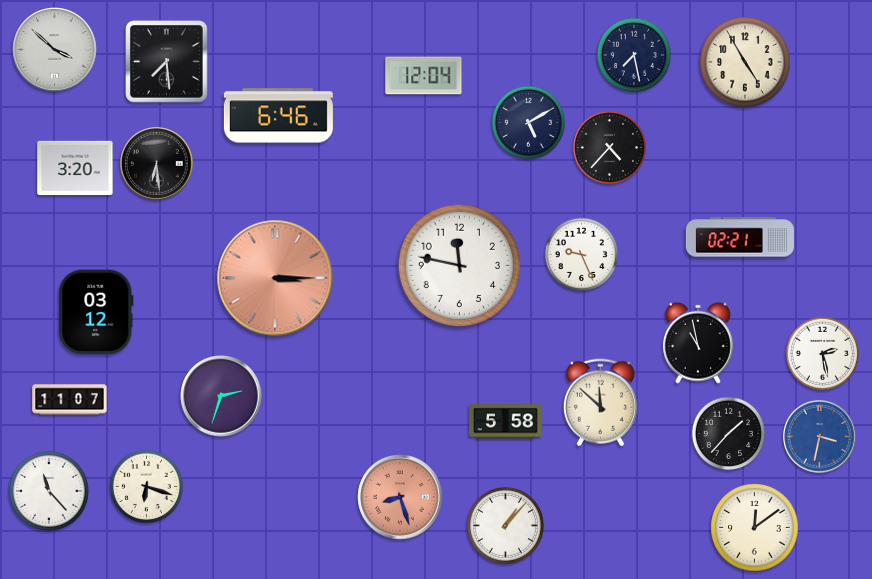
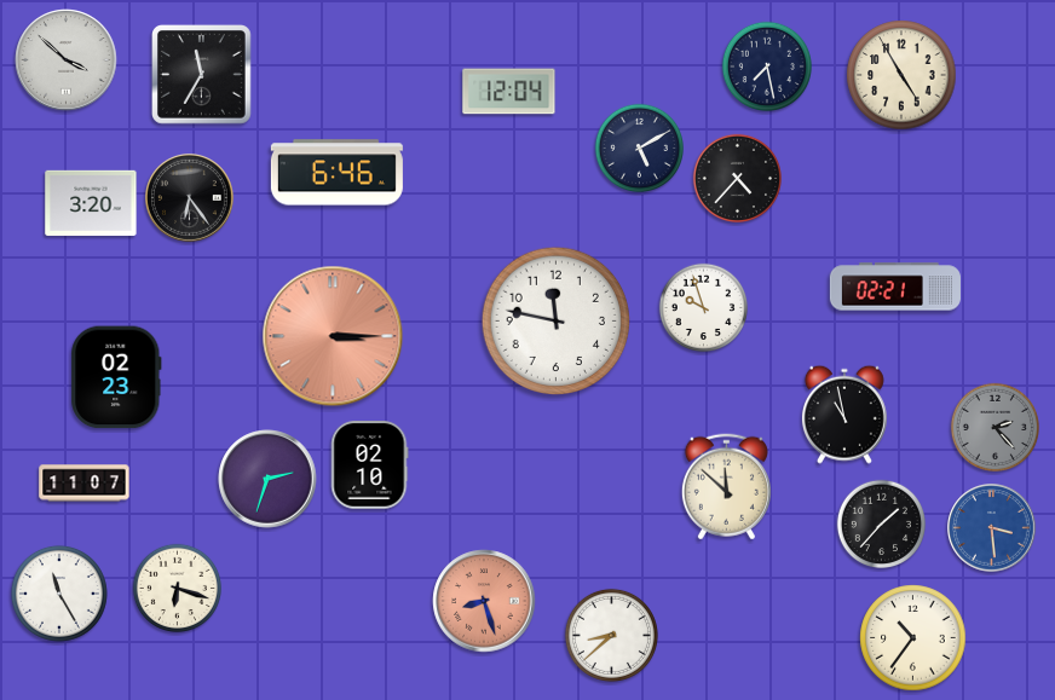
clock at (167, 62): 7:29 -> 11:35
clock at (424, 76) position: (424, 76) -> (509, 92)
clock at (278, 116) position: (278, 116) -> (336, 173)
clock at (157, 164): 6:29 -> 6:24
clock at (581, 254): 9:26 -> 9:57
clock at (96, 312): 03:12 -> 02:23
clock at (822, 353): 2:28 -> 2:23
clock at (822, 353) dial: white -> grey
clock at (370, 465): none -> 02:10
clock at (506, 422): 5:58 -> none
clock at (820, 437): 3:32 -> 3:29
clock at (49, 491): 11:23 -> 11:25
clock at (505, 525): 1:07 -> 8:38
clock at (755, 528): 12:09 -> 10:36
